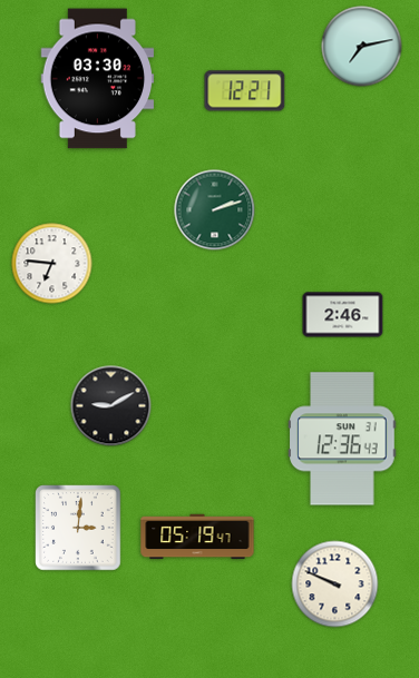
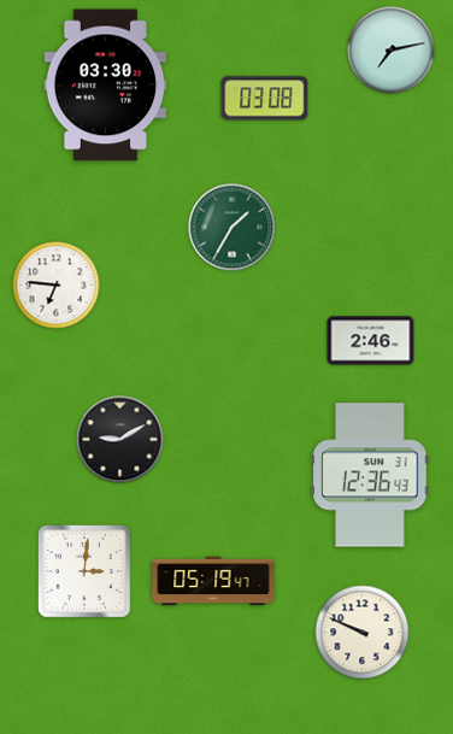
clock at (245, 91): 12:21 -> 03:08
clock at (215, 210): 2:12 -> 1:35
